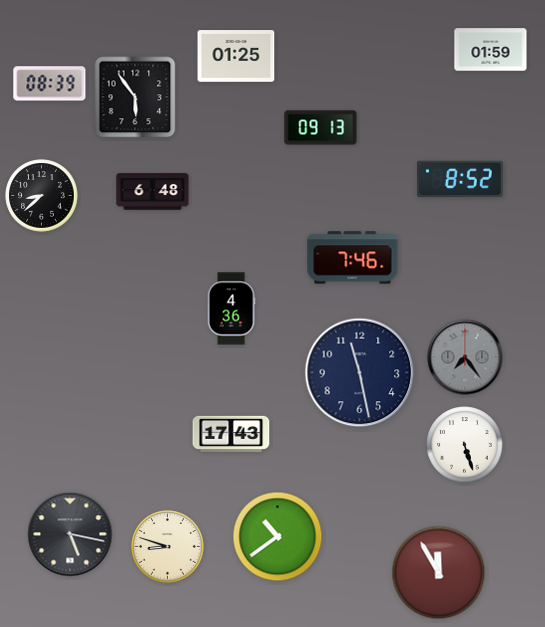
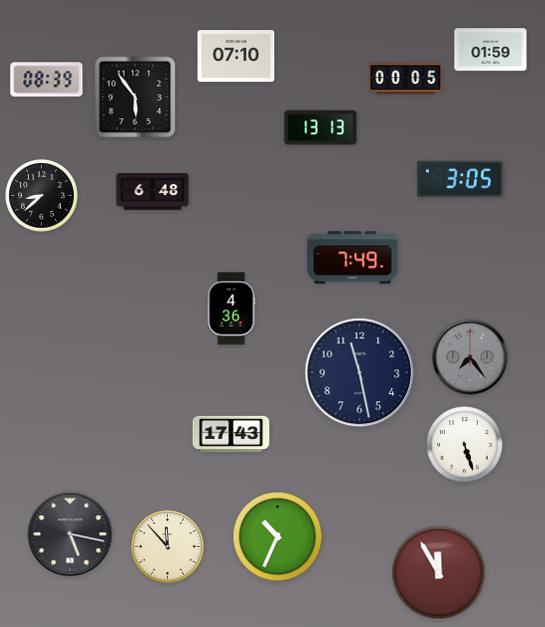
clock at (236, 56): 01:25 -> 07:10
clock at (406, 79): none -> 00:05
clock at (50, 84) position: (50, 84) -> (47, 80)
clock at (321, 128): 09:13 -> 13:13
clock at (461, 178): 8:52 -> 3:05
clock at (353, 258): 7:46 -> 7:49
clock at (465, 357) position: (465, 357) -> (470, 357)
clock at (278, 537): 10:39 -> 10:34
clock at (168, 547): 8:48 -> 11:53
